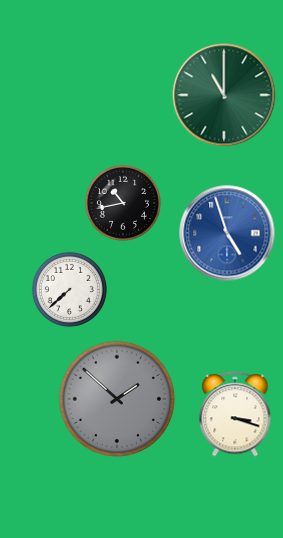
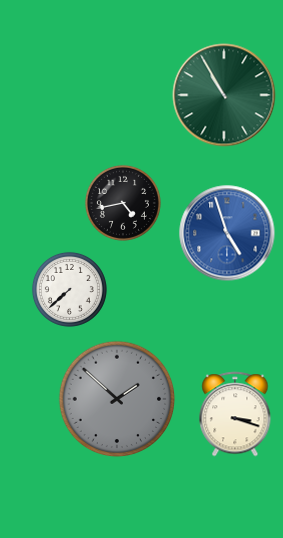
clock at (224, 95): 11:00 -> 10:55
clock at (123, 203): 10:43 -> 4:43
